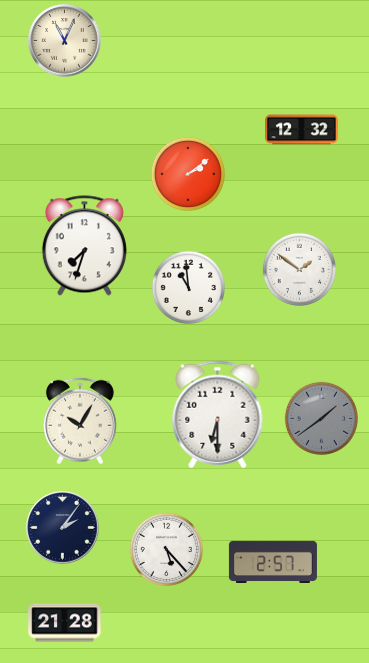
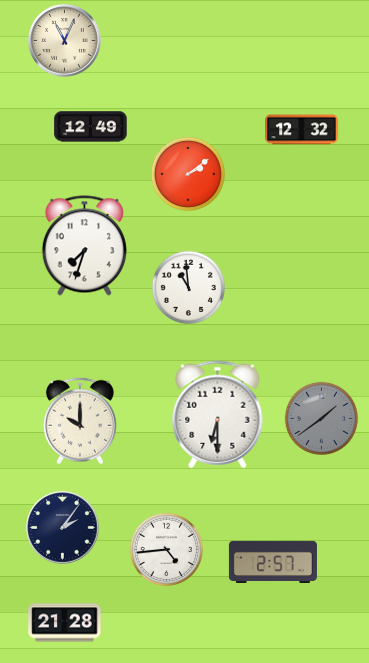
clock at (91, 127): none -> 12:49
clock at (299, 269): 1:51 -> none
clock at (80, 421): 10:05 -> 10:00
clock at (166, 549): 5:23 -> 4:44
